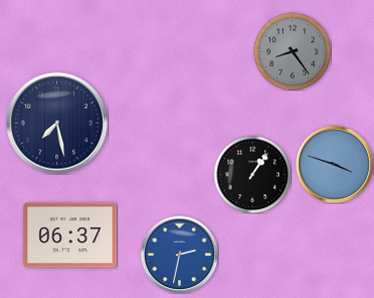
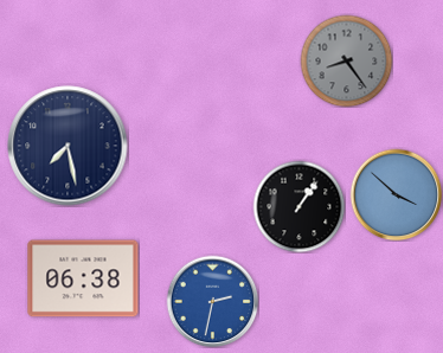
clock at (334, 164): 3:48 -> 3:52
clock at (70, 235): 06:37 -> 06:38
